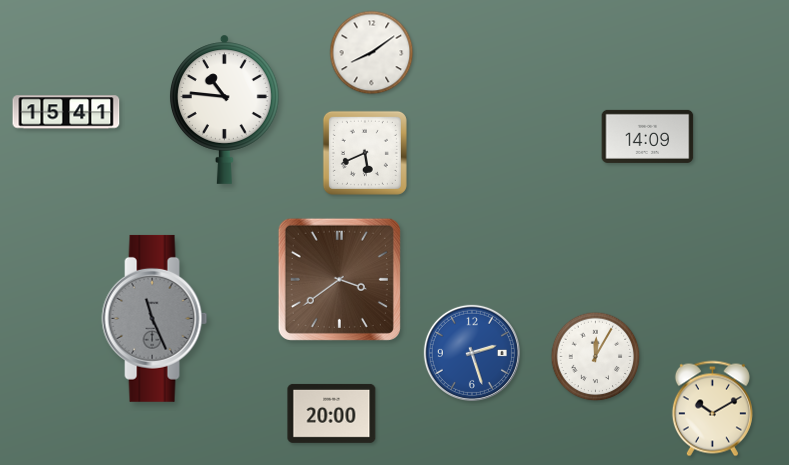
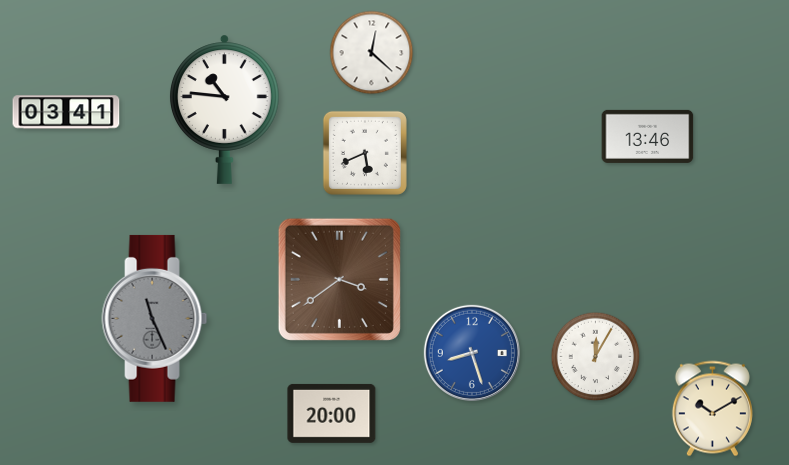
clock at (372, 53): 8:09 -> 12:22
clock at (66, 112): 15:41 -> 03:41
clock at (648, 136): 14:09 -> 13:46
clock at (472, 353): 2:27 -> 8:27
